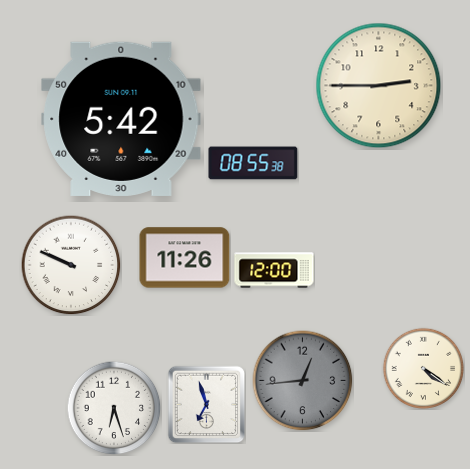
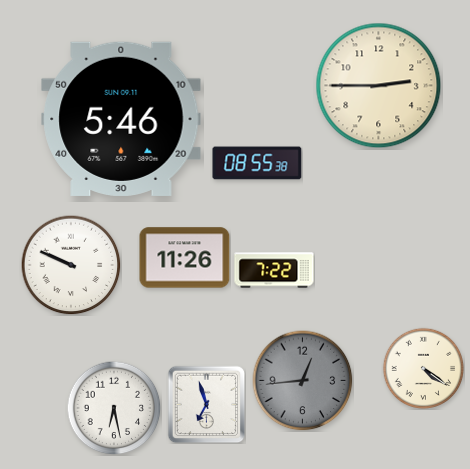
clock at (121, 119): 5:42 -> 5:46
clock at (253, 163) position: (253, 163) -> (257, 163)
clock at (274, 270): 12:00 -> 7:22
clock at (114, 408): 6:27 -> 6:28
